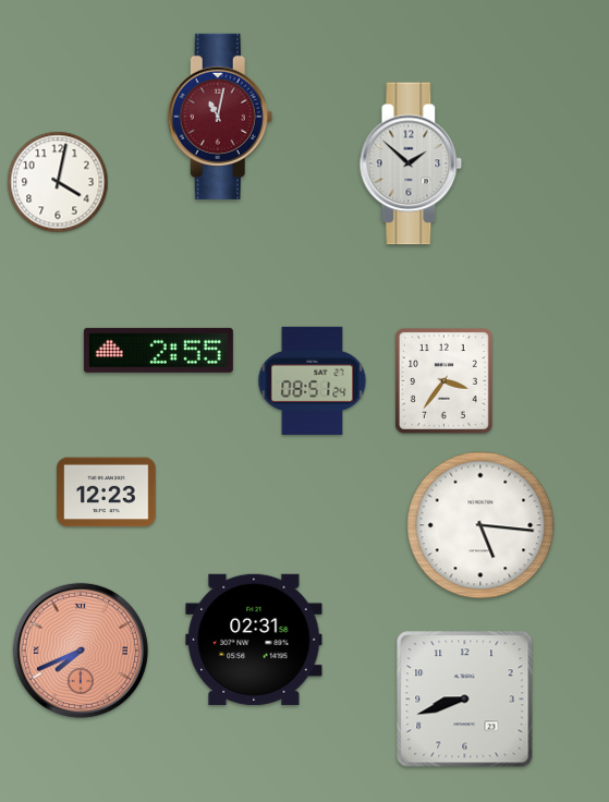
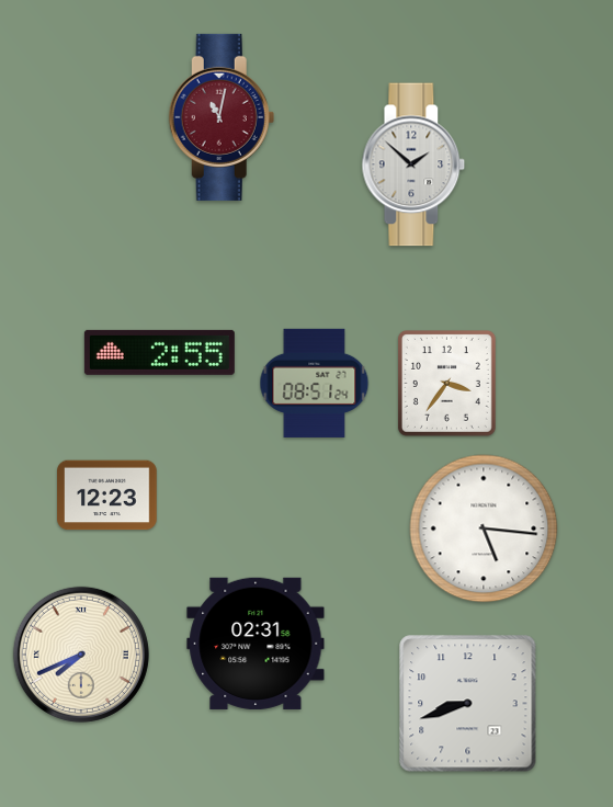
clock at (58, 182): 4:02 -> none
clock at (81, 651) dial: salmon -> cream
